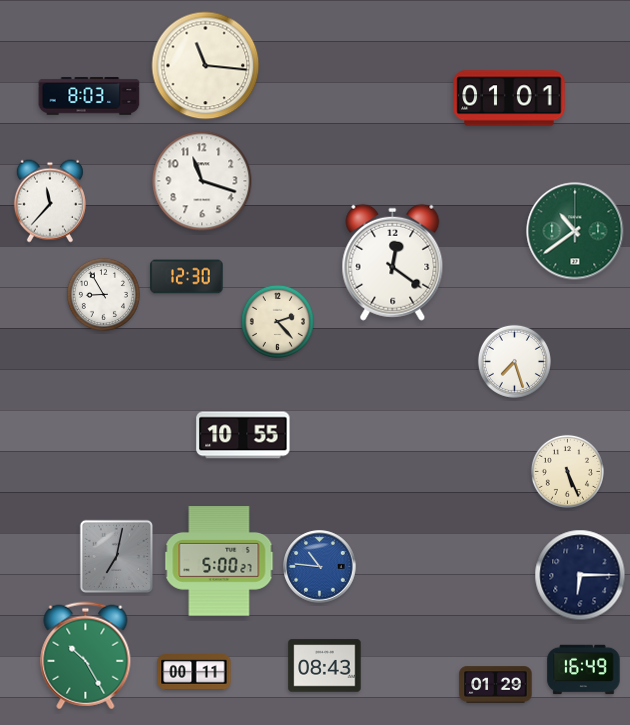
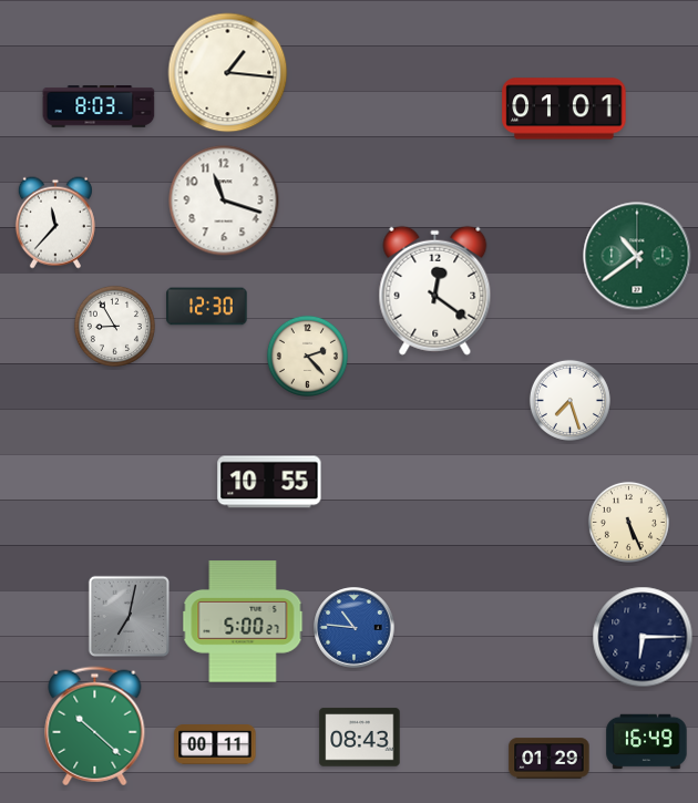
clock at (206, 66): 11:16 -> 1:16
clock at (86, 656): 10:25 -> 10:22
